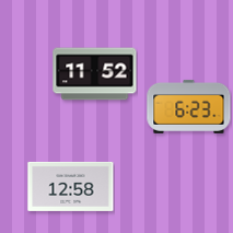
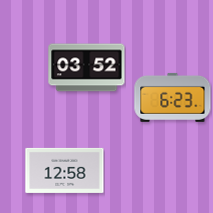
clock at (95, 74): 11:52 -> 03:52
